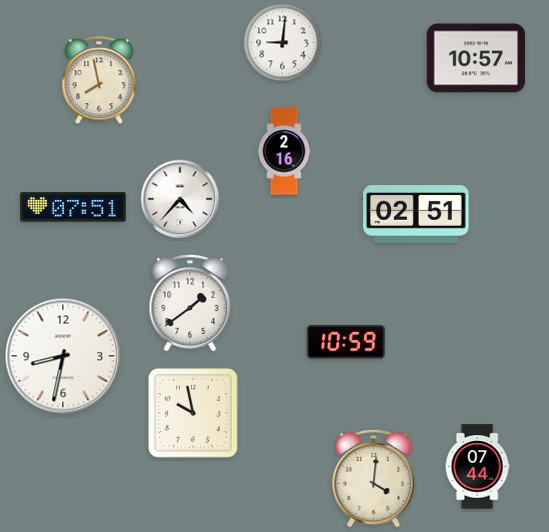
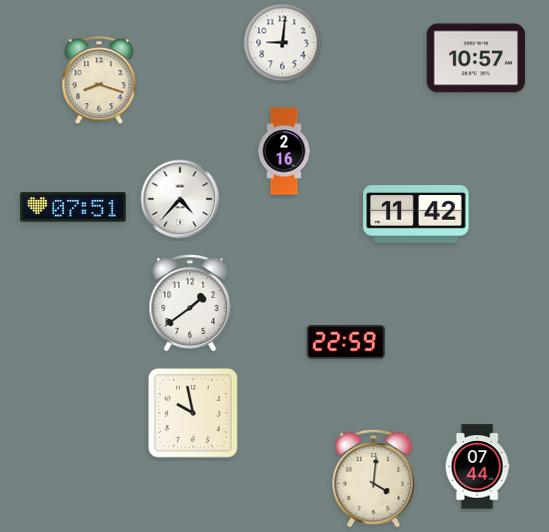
clock at (99, 81): 7:58 -> 8:18
clock at (416, 214): 02:51 -> 11:42
clock at (346, 343): 10:59 -> 22:59
clock at (63, 356): 8:32 -> none
